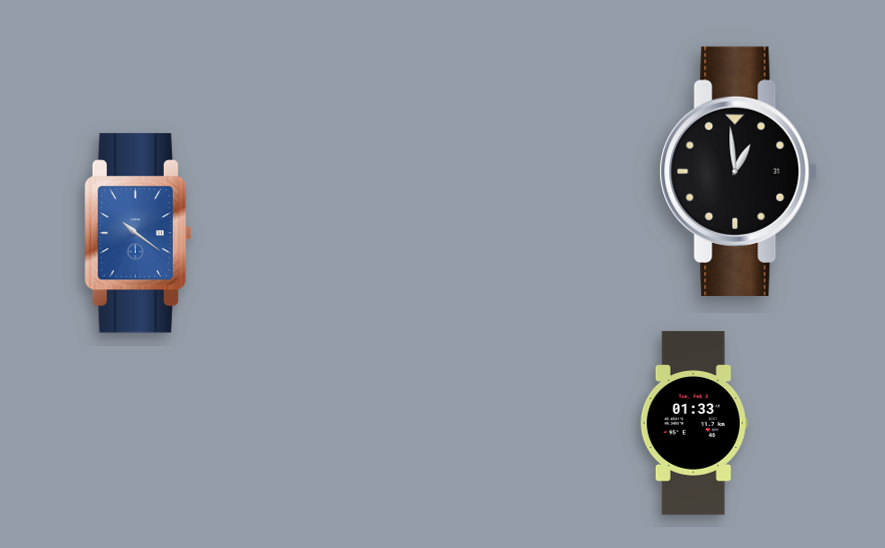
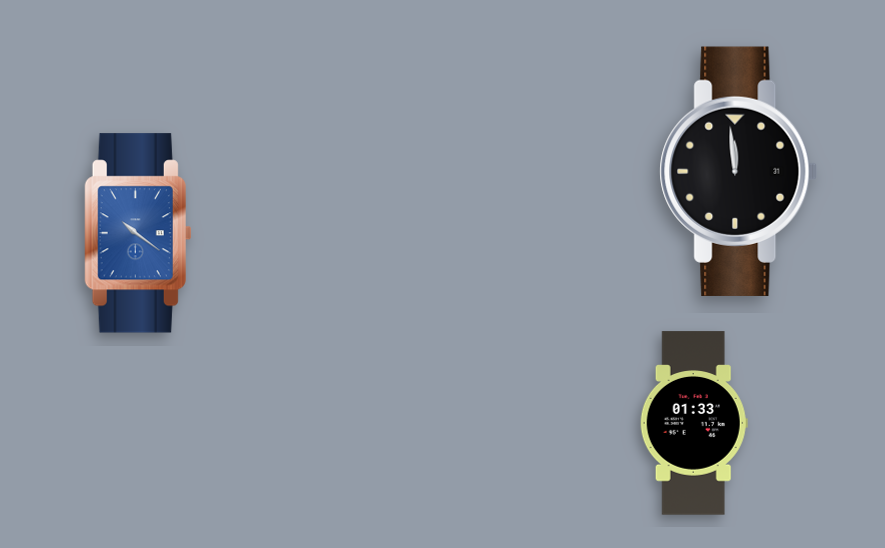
clock at (739, 171): 12:59 -> 11:59
